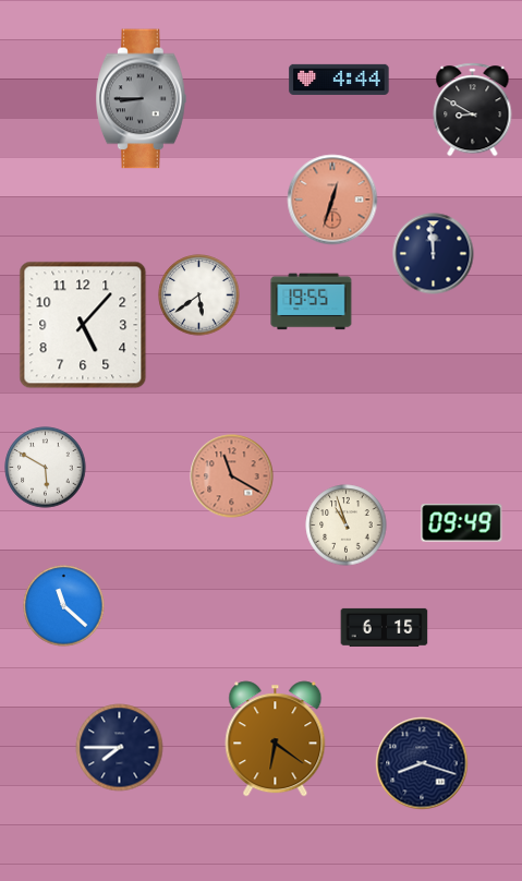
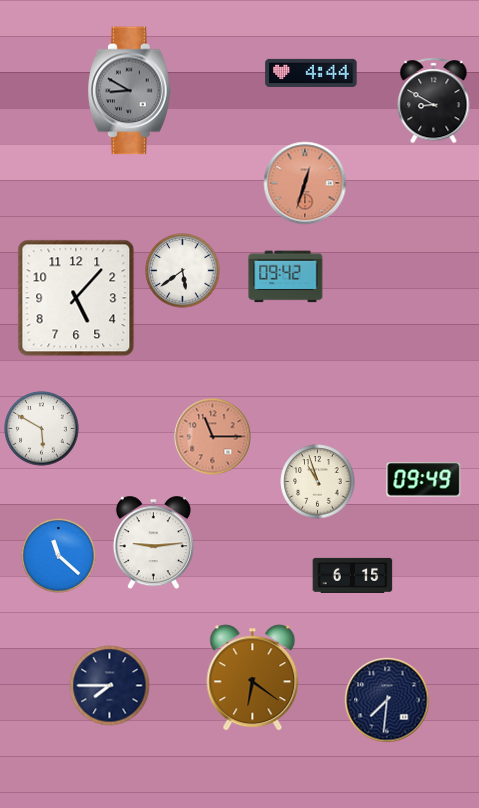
clock at (142, 99): 8:45 -> 8:50
clock at (434, 254): 11:59 -> none
clock at (312, 302): 19:55 -> 09:42
clock at (232, 476): 11:20 -> 11:15
clock at (153, 543): none -> 9:14
clock at (422, 763): 8:18 -> 7:31
